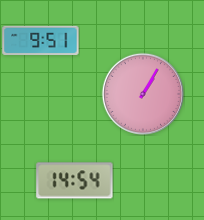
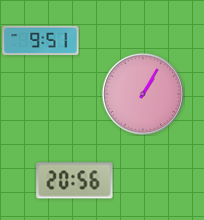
clock at (75, 181): 14:54 -> 20:56
